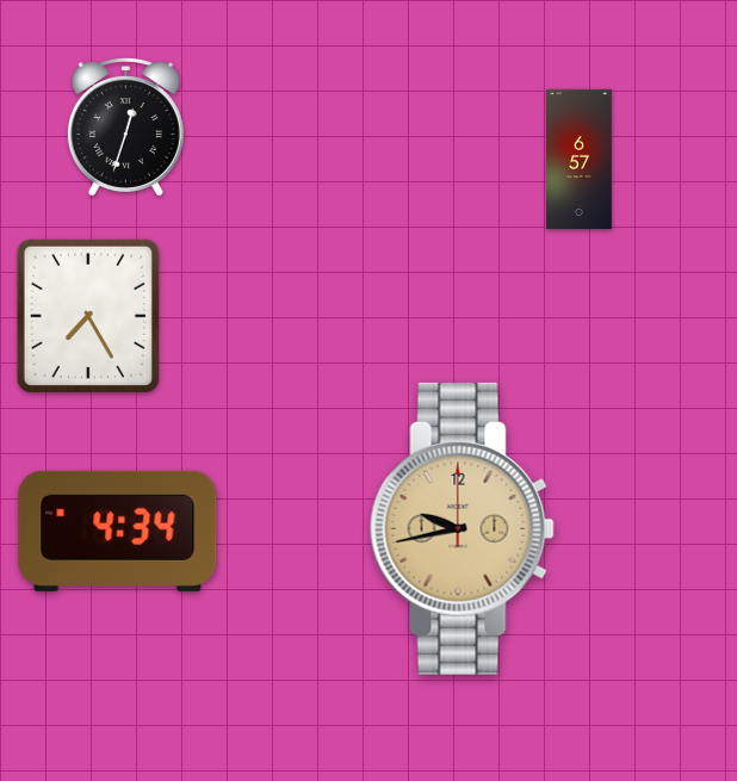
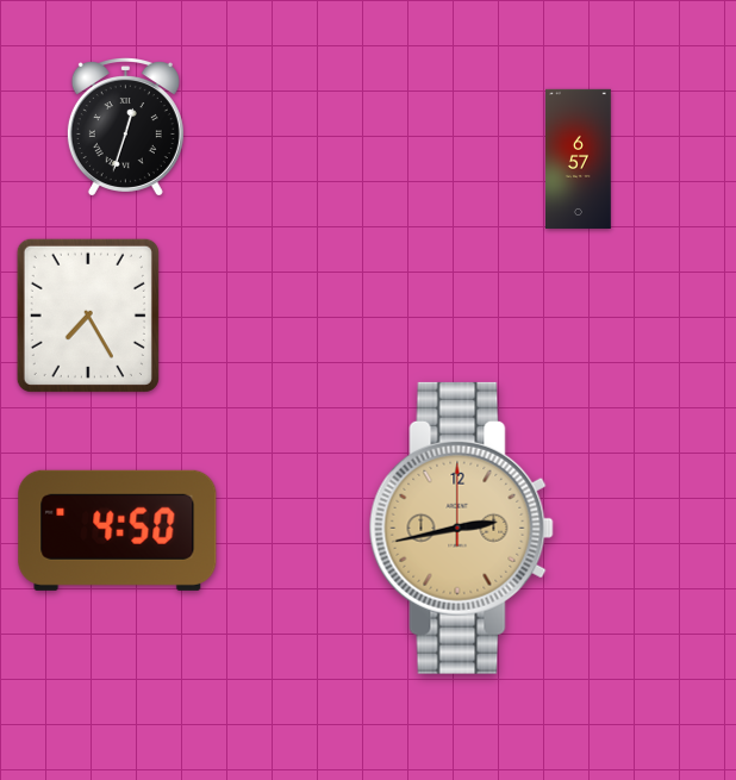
clock at (462, 528): 9:43 -> 2:43
clock at (118, 531): 4:34 -> 4:50
